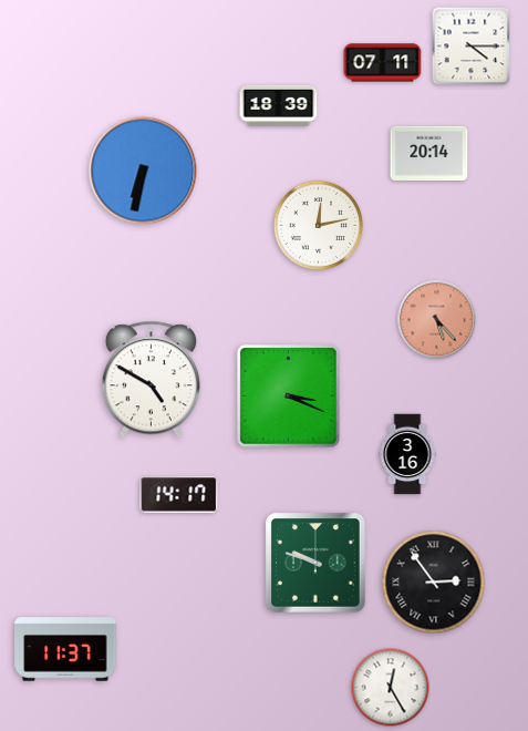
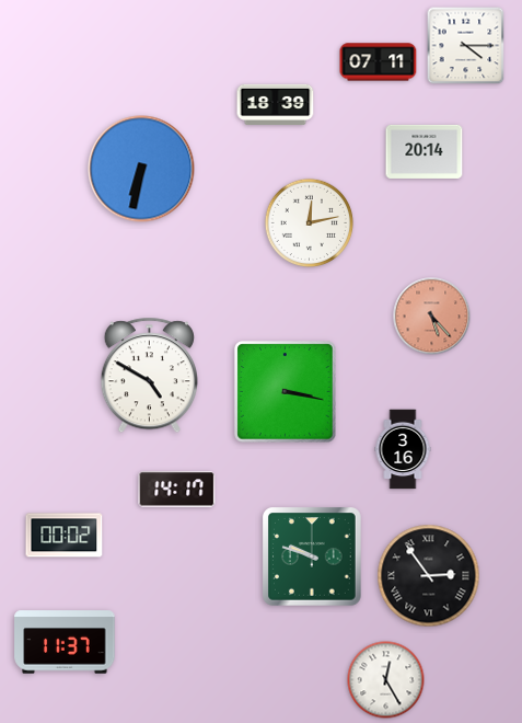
clock at (319, 226) position: (319, 226) -> (310, 223)
clock at (289, 397): 3:19 -> 3:17
clock at (65, 536): none -> 00:02
